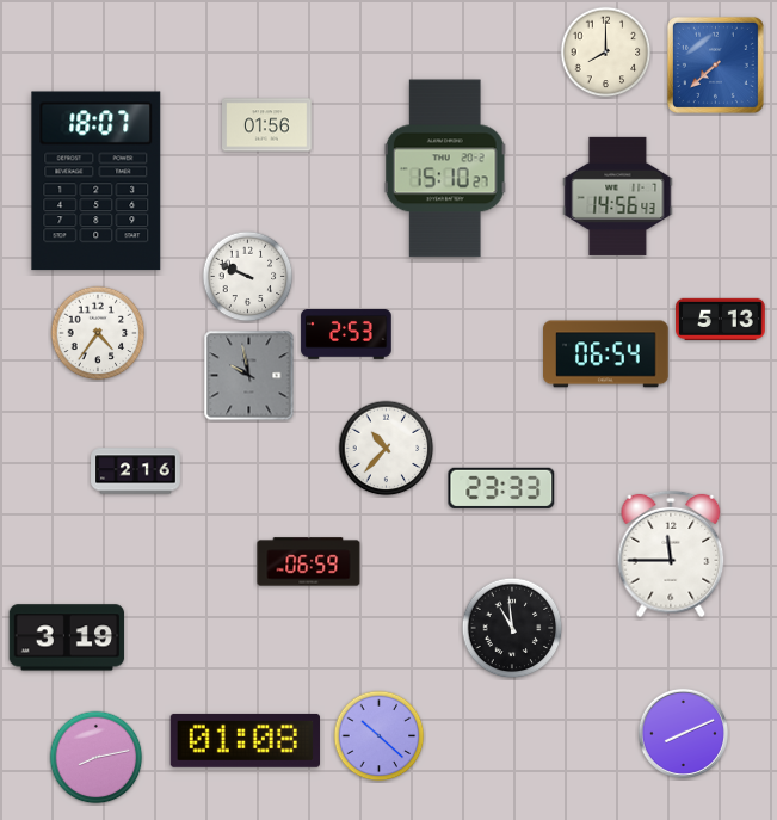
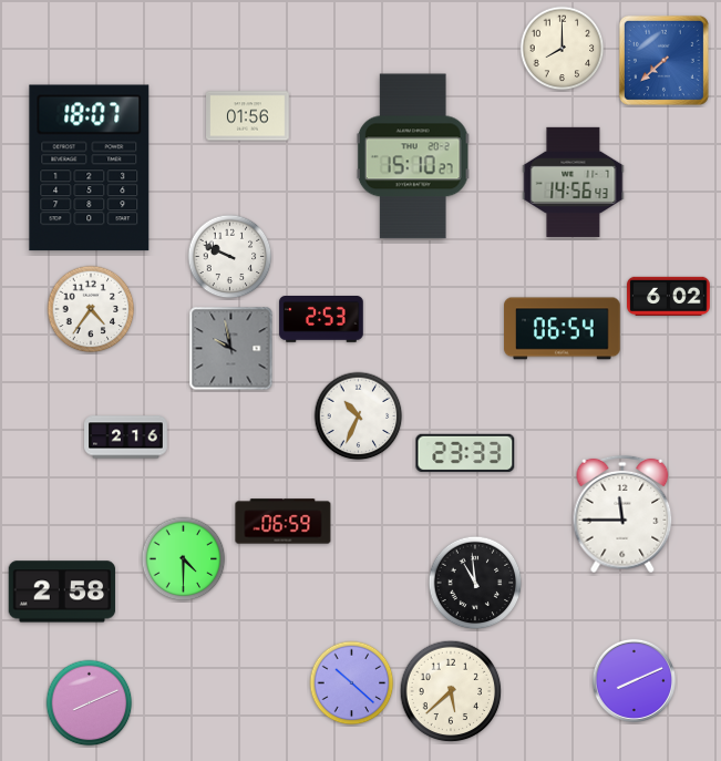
clock at (721, 319): 5:13 -> 6:02
clock at (346, 335) position: (346, 335) -> (321, 320)
clock at (387, 449): 10:37 -> 10:34
clock at (309, 562) position: (309, 562) -> (284, 522)
clock at (184, 559): none -> 4:30
clock at (67, 637): 3:19 -> 2:58
clock at (245, 740): 01:08 -> none
clock at (451, 691): none -> 5:38
clock at (97, 758): 8:13 -> 8:11
